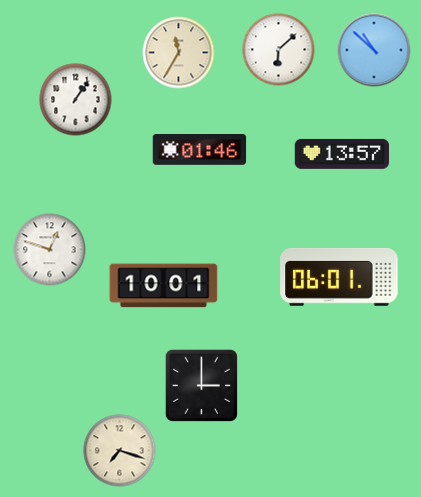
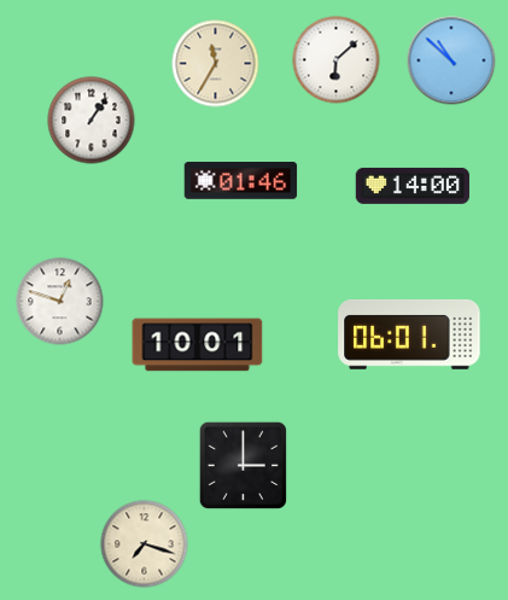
clock at (341, 154): 13:57 -> 14:00
